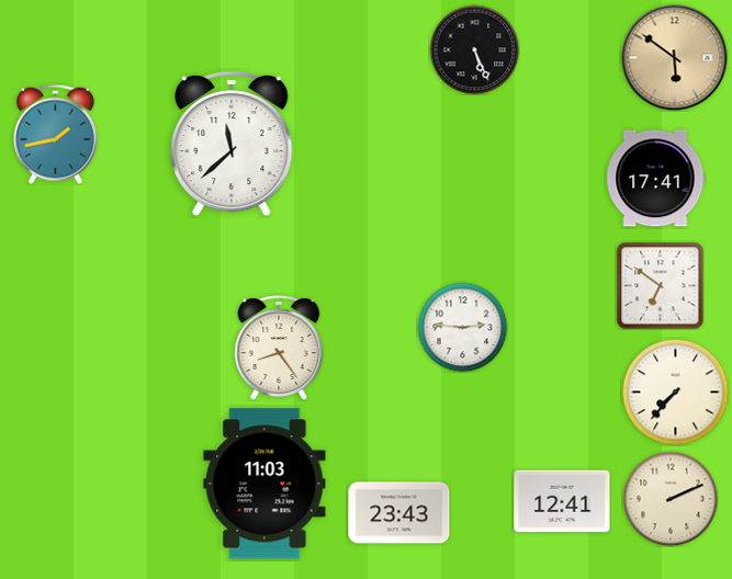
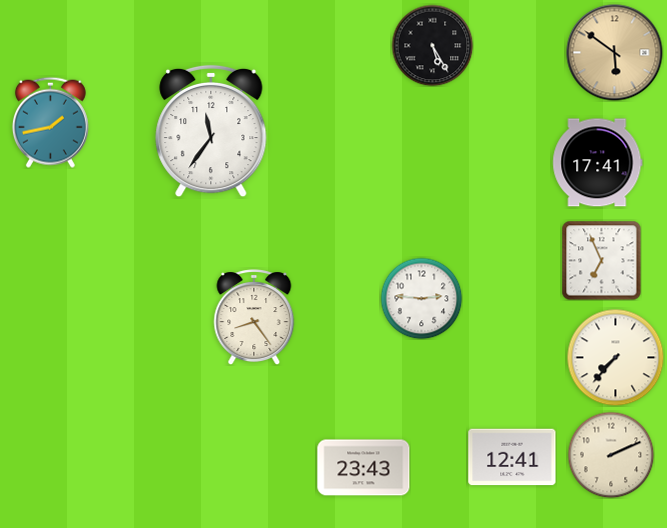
clock at (474, 49): 5:26 -> 5:25
clock at (232, 144): 11:38 -> 11:36
clock at (660, 285): 6:51 -> 6:56
clock at (264, 484): 11:03 -> none
